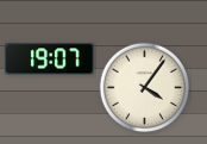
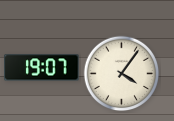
clock at (50, 60) position: (50, 60) -> (42, 68)
